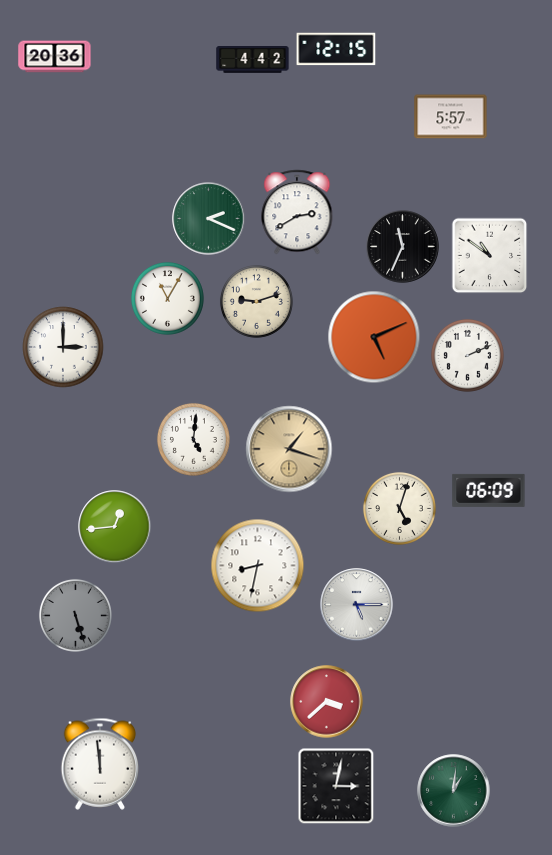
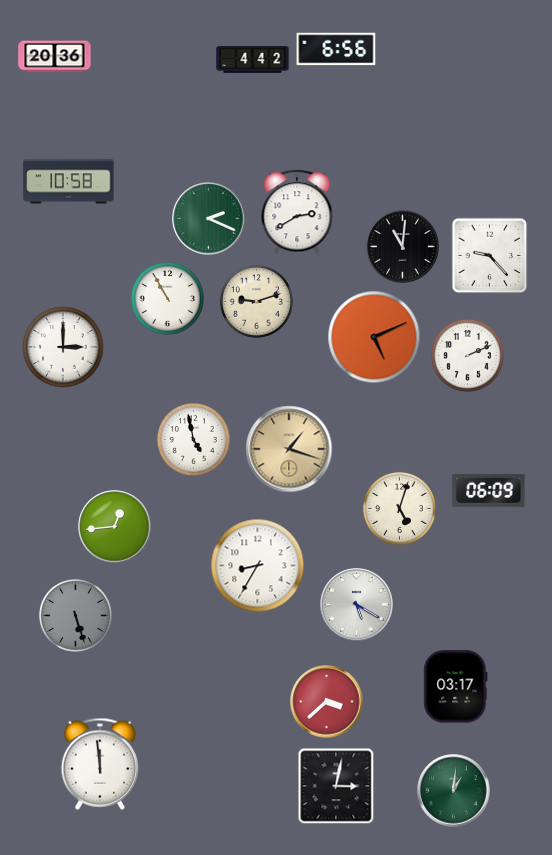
clock at (336, 49): 12:15 -> 6:56
clock at (451, 117): 5:57 -> none
clock at (69, 182): none -> 10:58
clock at (403, 247): 11:34 -> 11:01
clock at (490, 256): 10:51 -> 9:23
clock at (167, 298): 11:05 -> 10:55
clock at (193, 439): 5:01 -> 4:58
clock at (258, 566): 8:32 -> 8:35
clock at (357, 605): 5:15 -> 5:20
clock at (456, 687): none -> 03:17
